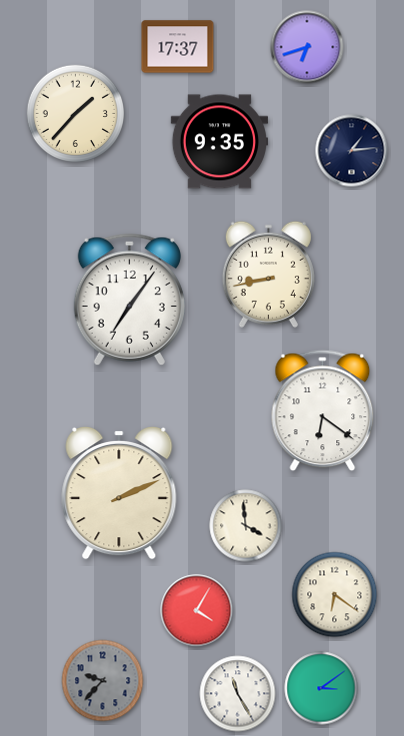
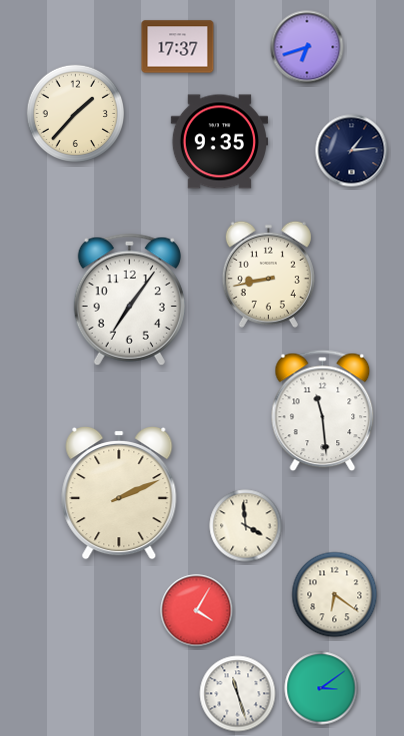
clock at (323, 411): 6:21 -> 11:29
clock at (103, 681): 9:37 -> none
clock at (238, 694): 11:25 -> 11:27
